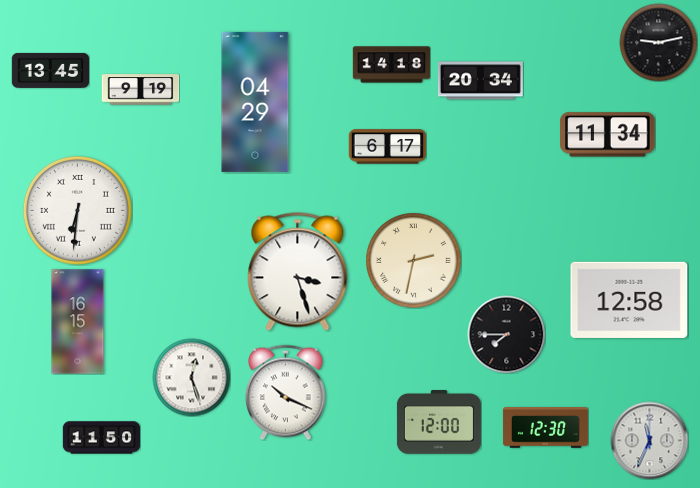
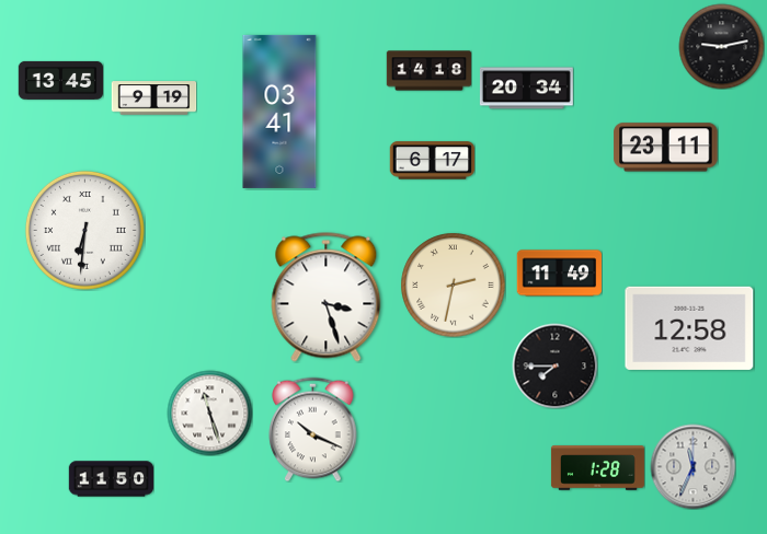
clock at (50, 70) position: (50, 70) -> (60, 80)
clock at (255, 102): 04:29 -> 03:41
clock at (608, 135): 11:34 -> 23:11
clock at (387, 147) position: (387, 147) -> (432, 161)
clock at (559, 274): none -> 11:49
clock at (78, 322): 16:15 -> none
clock at (191, 377): 12:27 -> 11:27
clock at (439, 423): 12:00 -> none
clock at (545, 428): 12:30 -> 1:28
clock at (649, 440) position: (649, 440) -> (692, 466)
